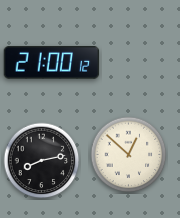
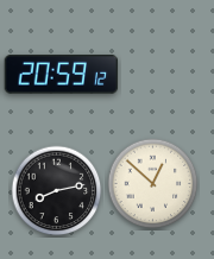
clock at (52, 63): 21:00 -> 20:59
clock at (42, 161) position: (42, 161) -> (57, 191)
